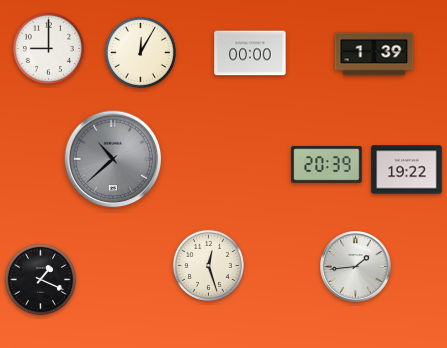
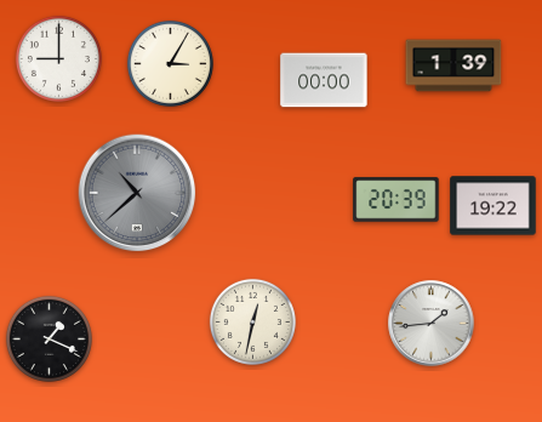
clock at (140, 52): 12:05 -> 3:05
clock at (250, 53) position: (250, 53) -> (324, 80)
clock at (208, 265): 12:27 -> 12:32
